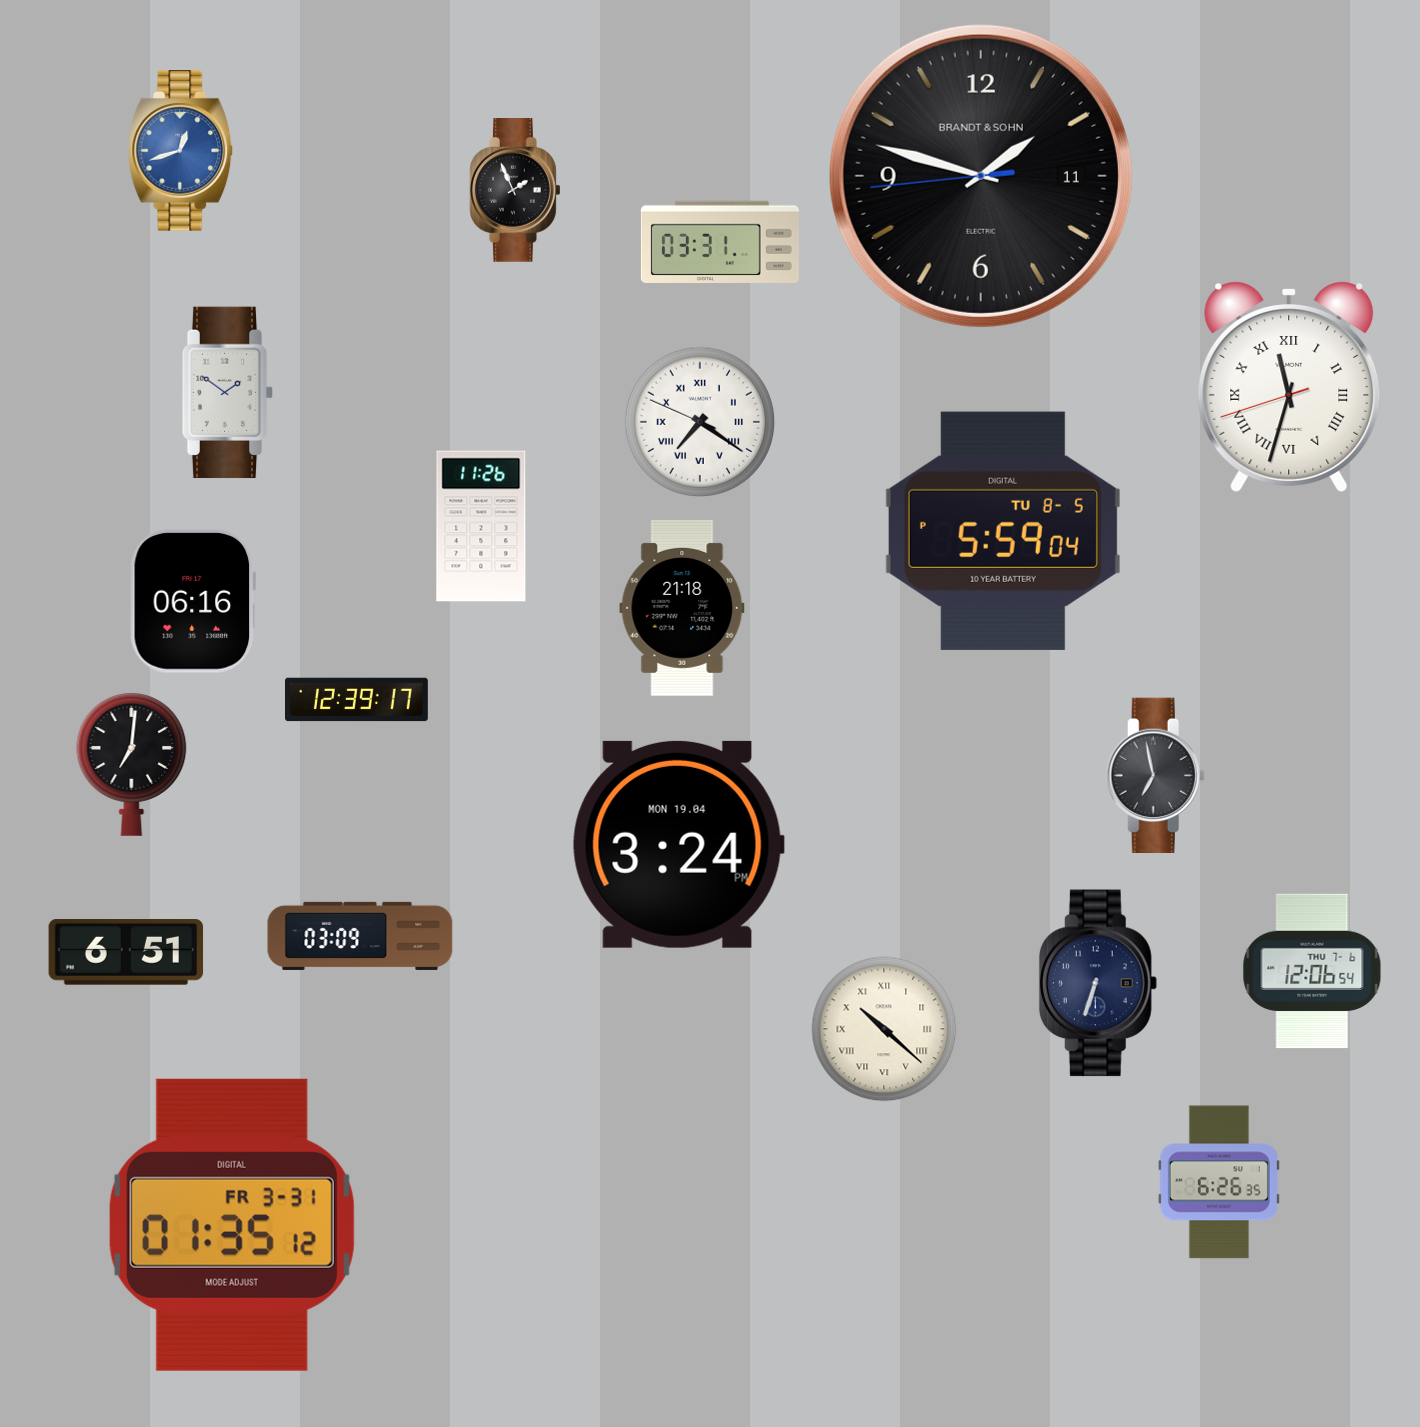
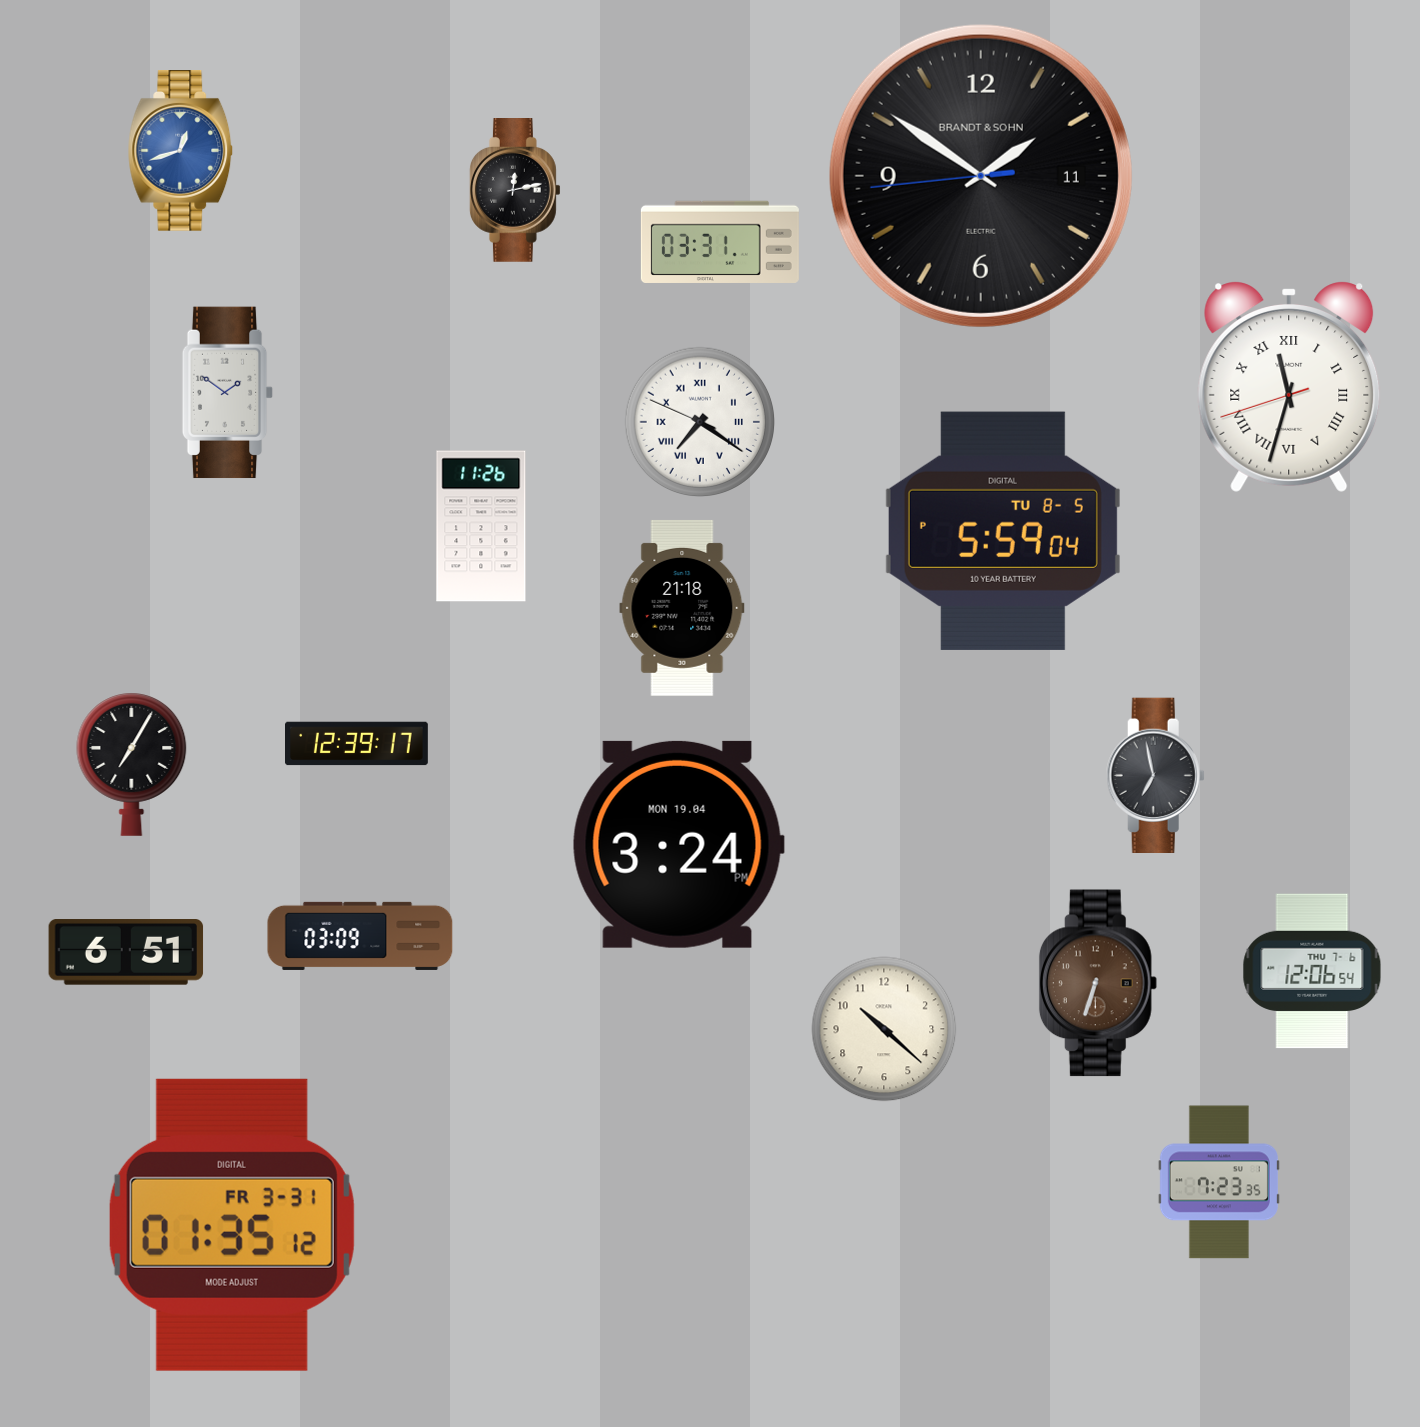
clock at (981, 176): 1:47 -> 1:50
clock at (515, 191): 1:56 -> 12:13
clock at (193, 601): 06:16 -> none
clock at (357, 700) position: (357, 700) -> (357, 744)
clock at (132, 764): 7:01 -> 7:05
clock at (1098, 983) dial: navy -> brown
clock at (884, 1029) numerals: Roman -> Arabic
clock at (1219, 1182): 6:26 -> 7:23
